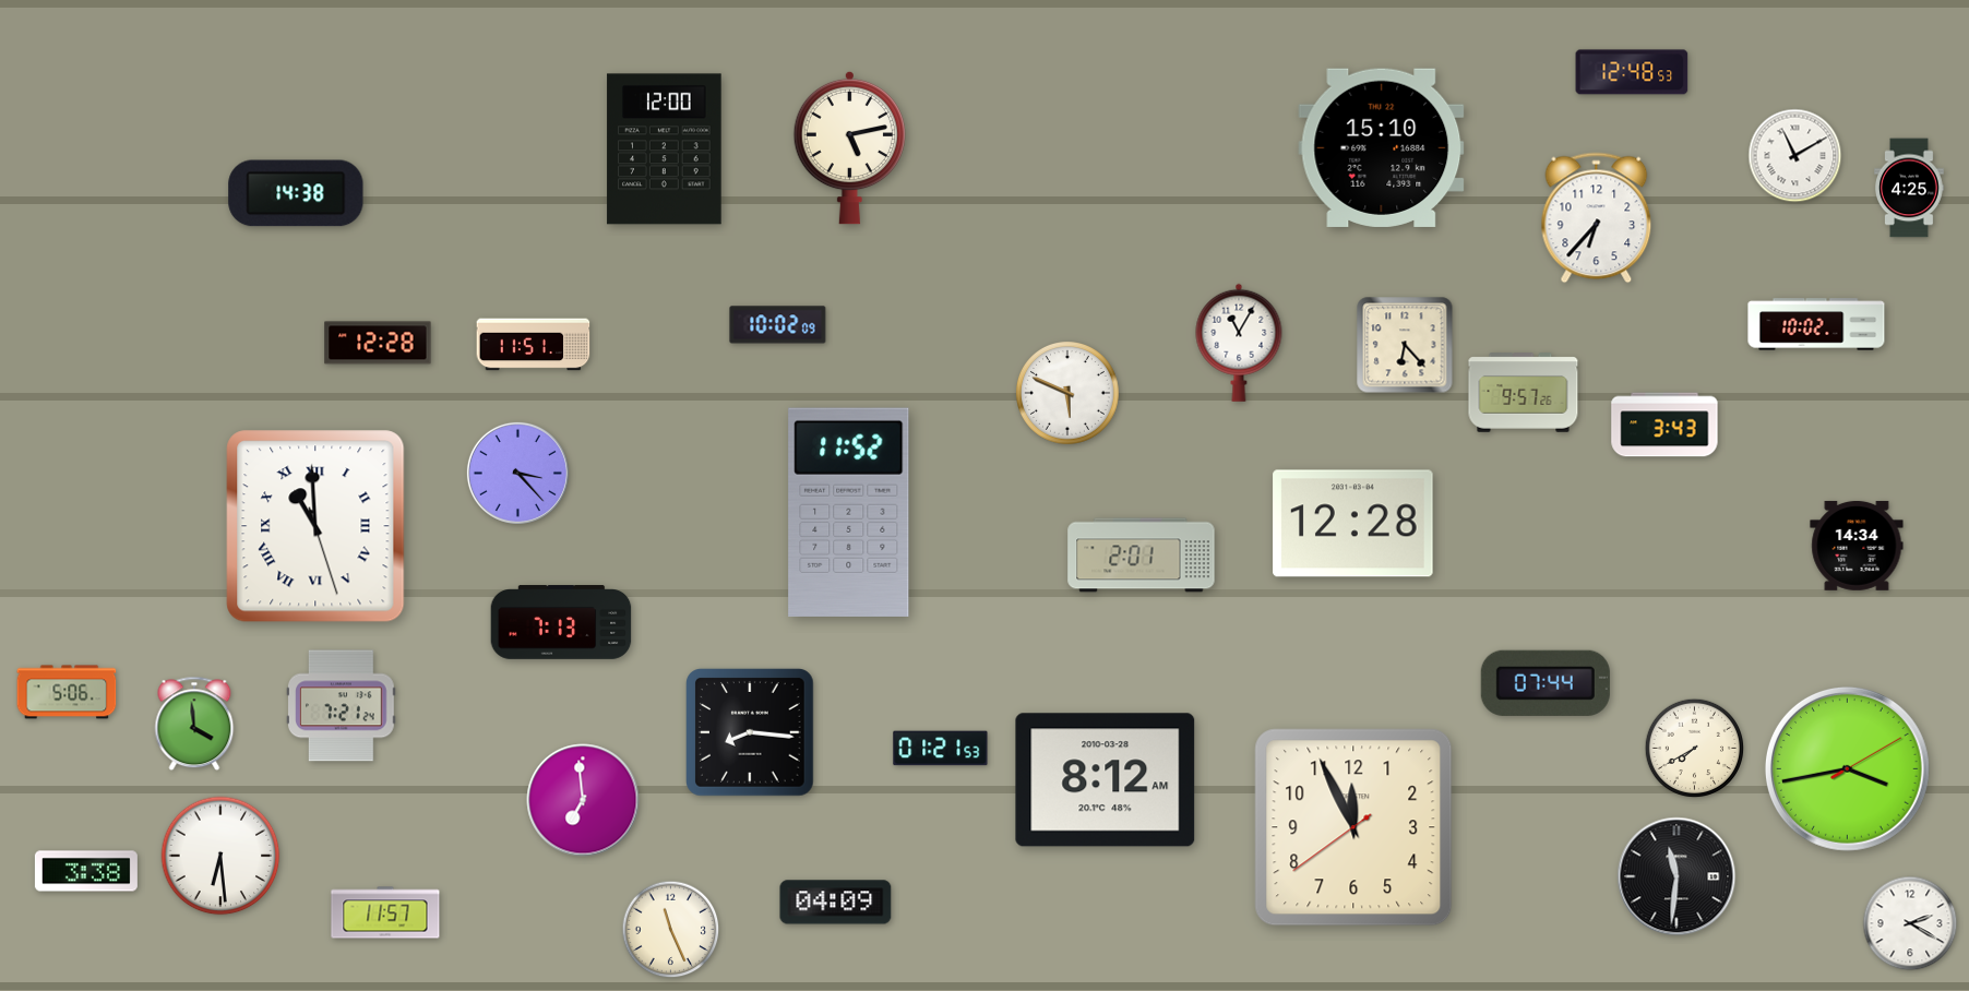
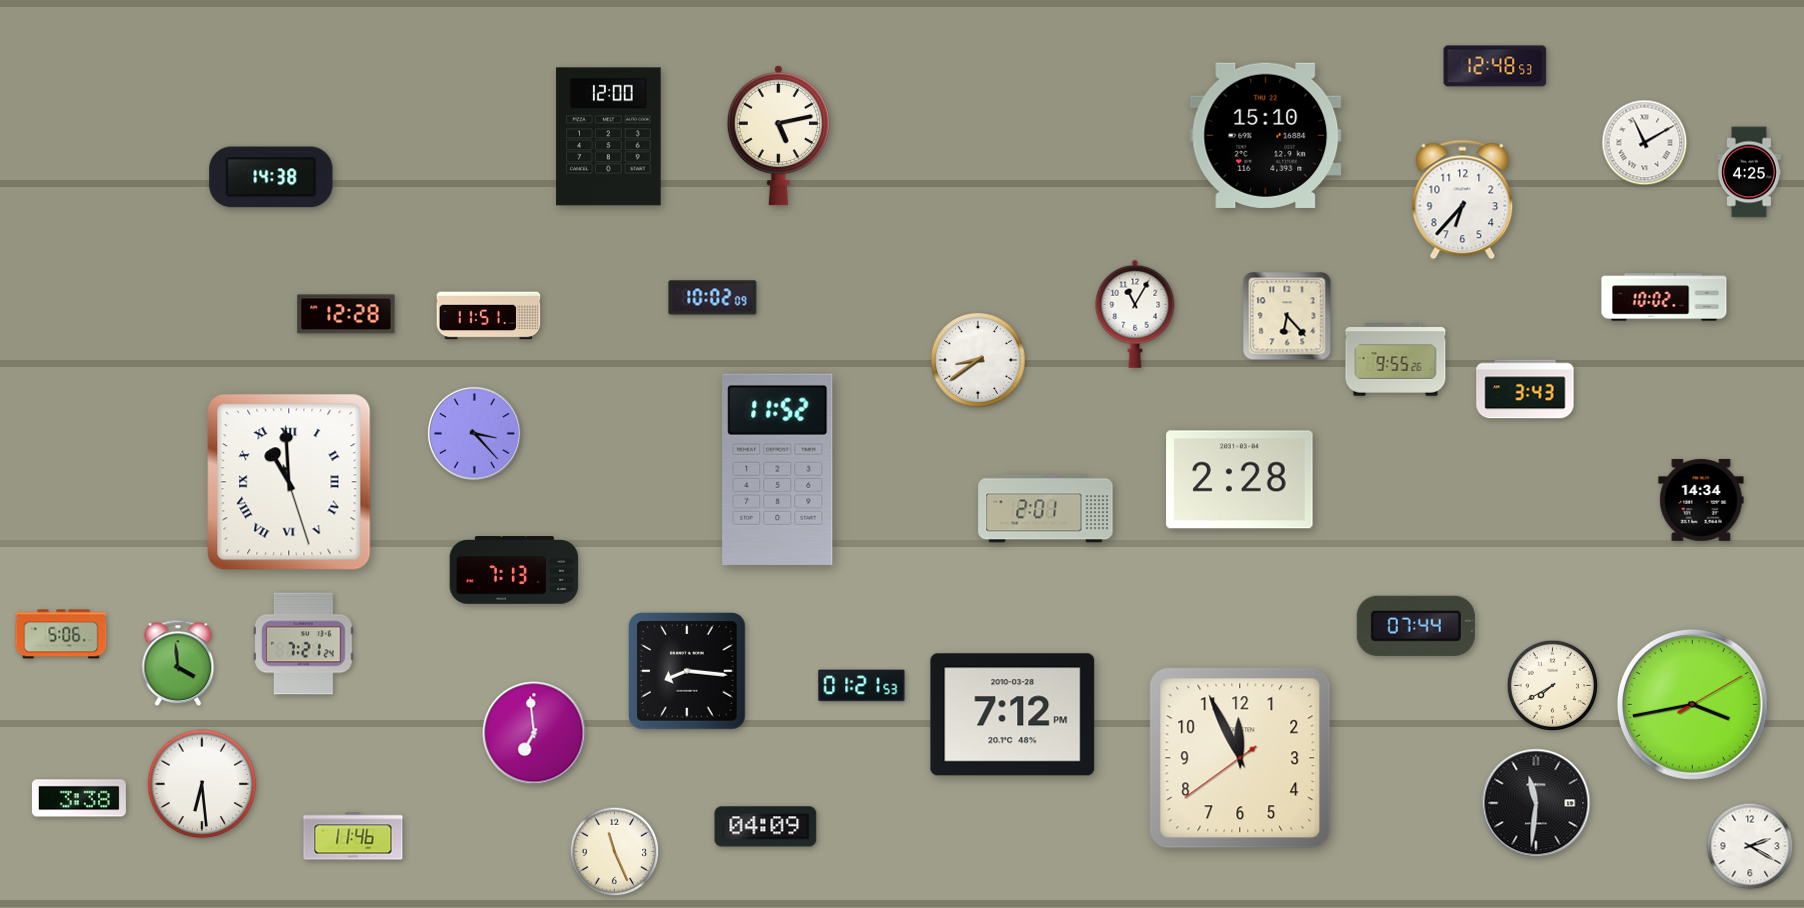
clock at (1524, 393): 9:57 -> 9:55
clock at (1069, 394): 5:49 -> 8:39
clock at (1353, 524): 12:28 -> 2:28
clock at (342, 706) position: (342, 706) -> (304, 644)
clock at (1106, 780): 8:12 -> 7:12
clock at (385, 912): 11:57 -> 11:46
